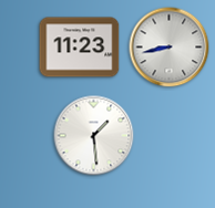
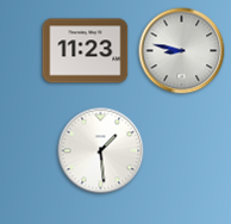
clock at (170, 48): 8:43 -> 8:47
clock at (94, 136) position: (94, 136) -> (101, 151)
